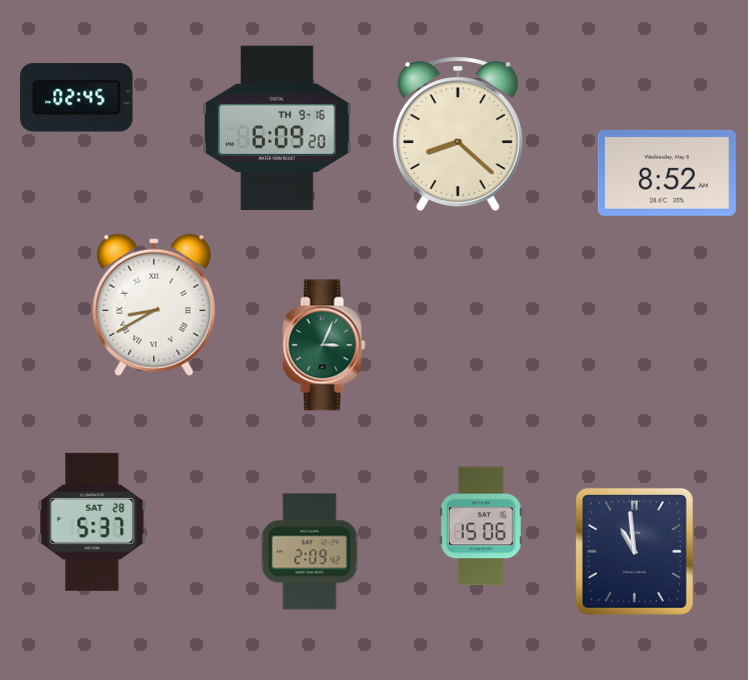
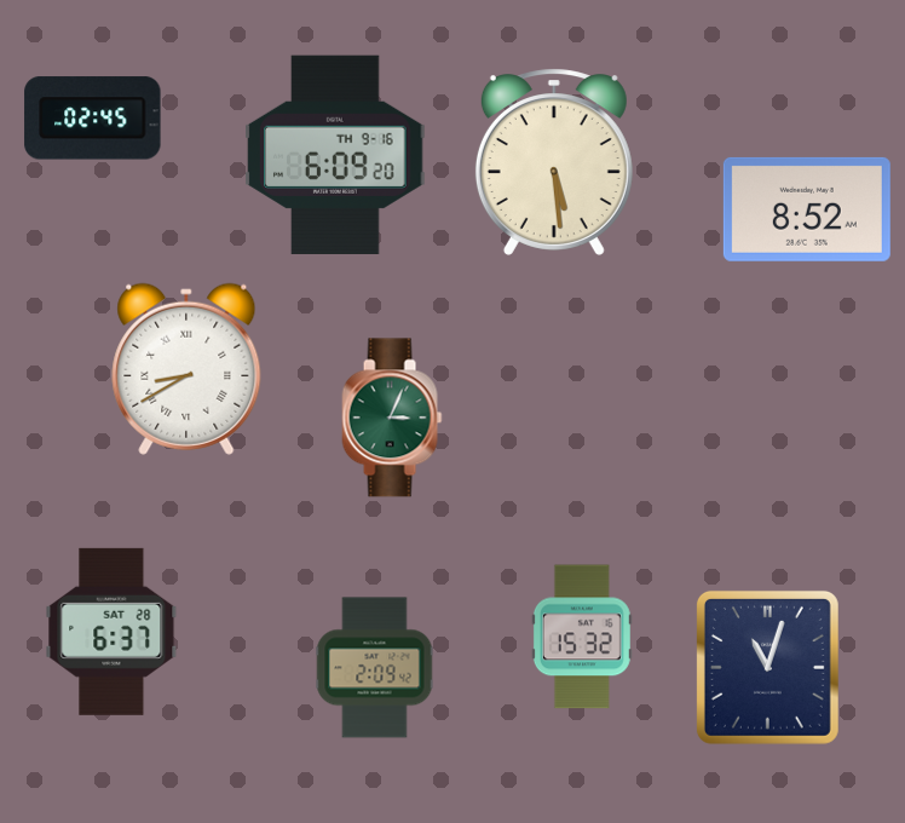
clock at (458, 134): 8:22 -> 5:29
clock at (92, 522): 5:37 -> 6:37
clock at (481, 526): 15:06 -> 15:32
clock at (634, 551): 10:59 -> 11:03
